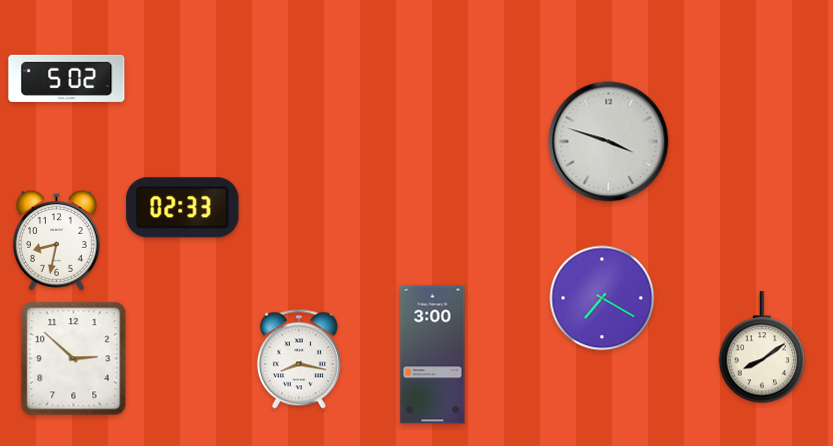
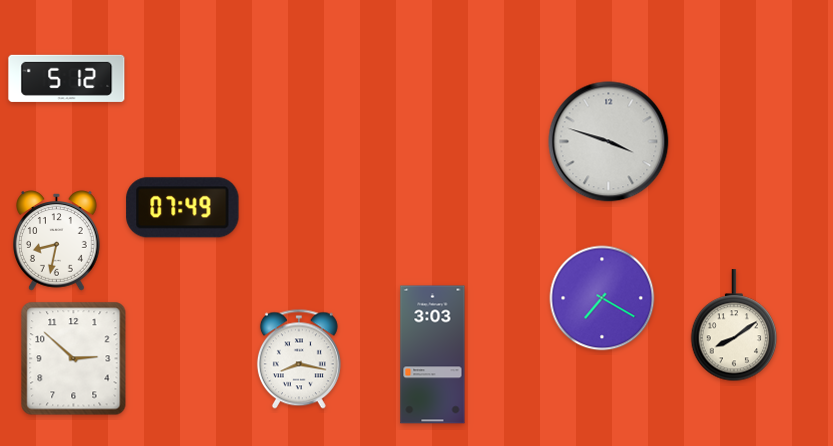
clock at (67, 78): 5:02 -> 5:12
clock at (183, 208): 02:33 -> 07:49
clock at (762, 348) position: (762, 348) -> (734, 326)
clock at (433, 355): 3:00 -> 3:03
